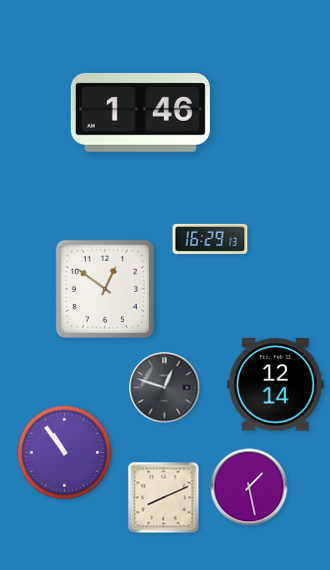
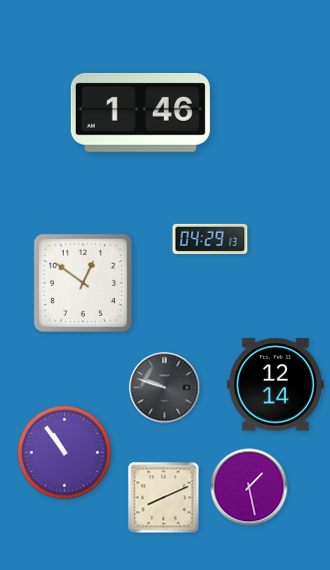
clock at (210, 238): 16:29 -> 04:29
clock at (105, 289) position: (105, 289) -> (83, 283)
clock at (165, 388): 12:48 -> 9:48
